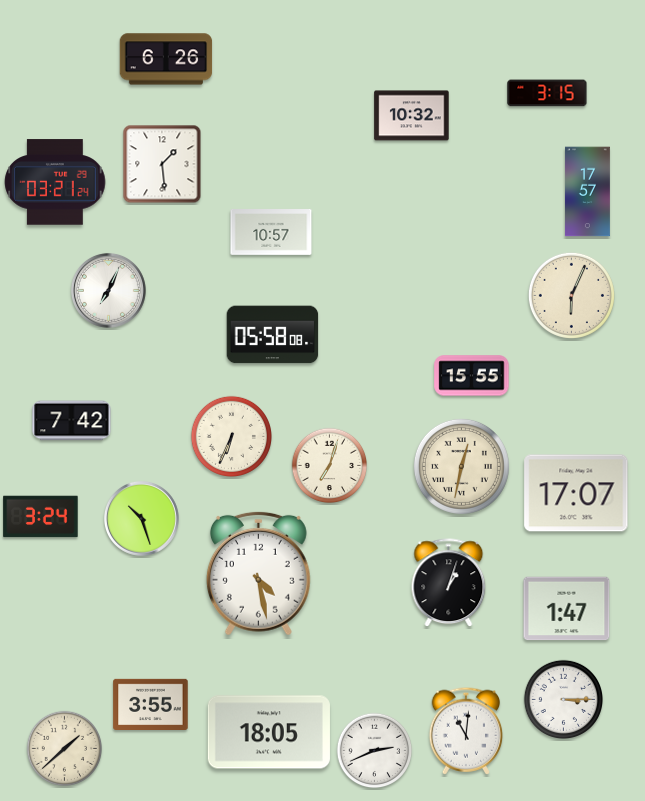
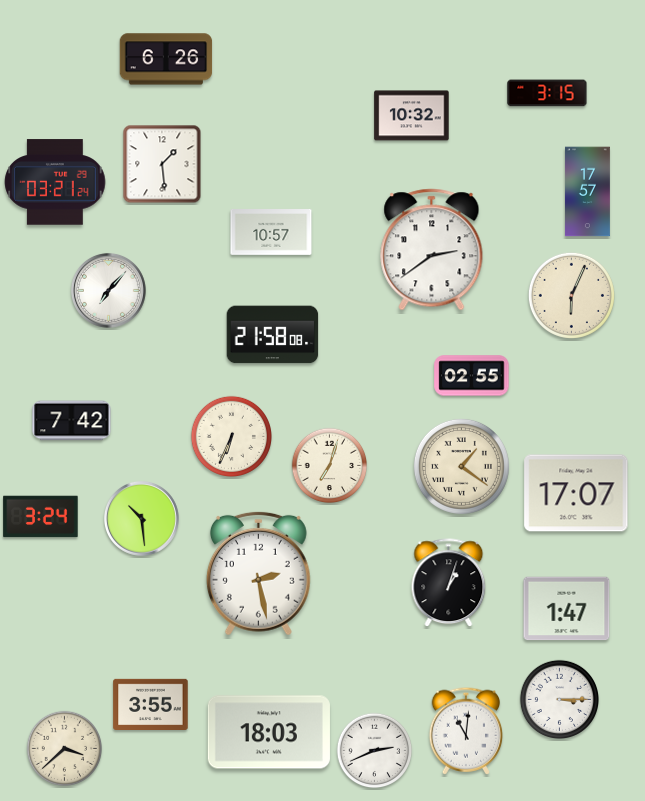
clock at (432, 250): none -> 2:39
clock at (108, 290): 7:04 -> 7:07
clock at (273, 335): 05:58 -> 21:58
clock at (472, 376): 15:55 -> 02:55
clock at (461, 466): 12:32 -> 1:21
clock at (141, 518): 10:27 -> 10:29
clock at (258, 573): 4:28 -> 2:28
clock at (563, 699) position: (563, 699) -> (559, 699)
clock at (269, 732): 18:05 -> 18:03
clock at (65, 749): 1:38 -> 3:38
